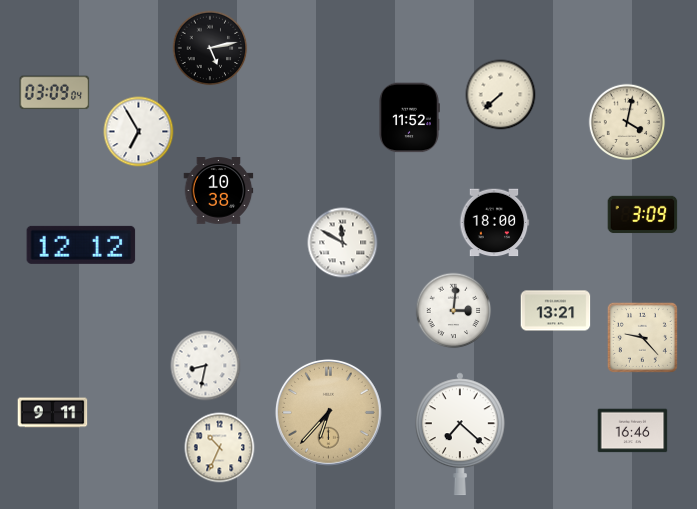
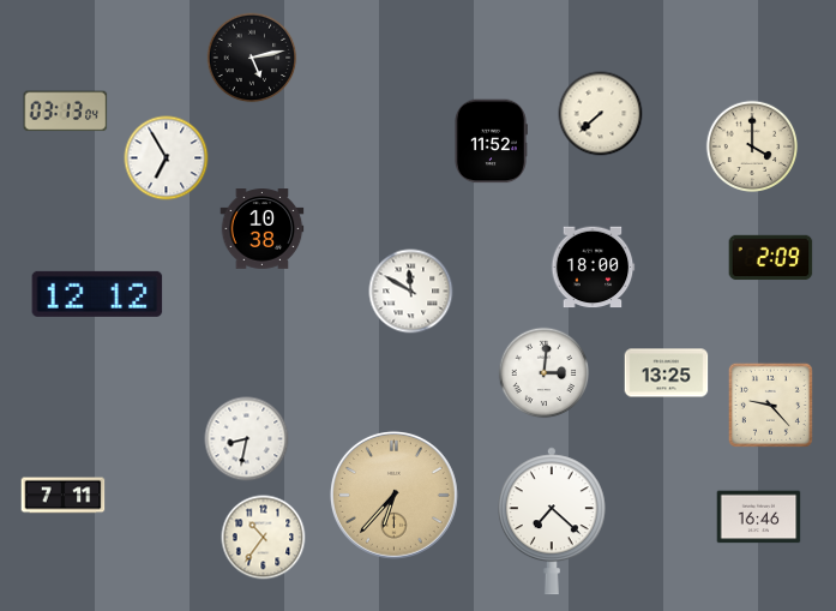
clock at (55, 93): 03:09 -> 03:13
clock at (627, 122): 4:02 -> 4:00
clock at (643, 215): 3:09 -> 2:09
clock at (556, 311): 13:21 -> 13:25
clock at (53, 413): 9:11 -> 7:11
clock at (220, 448): 10:34 -> 10:36
